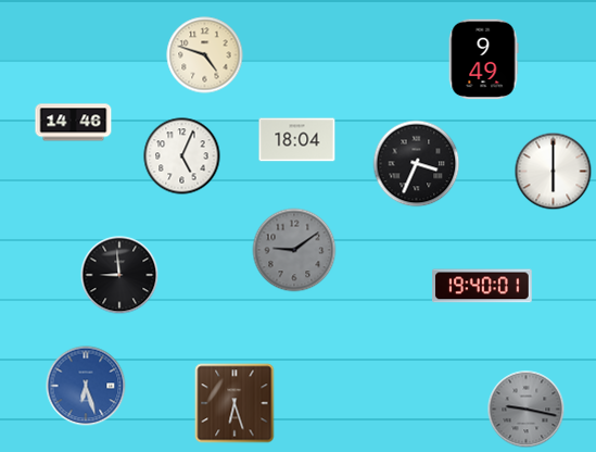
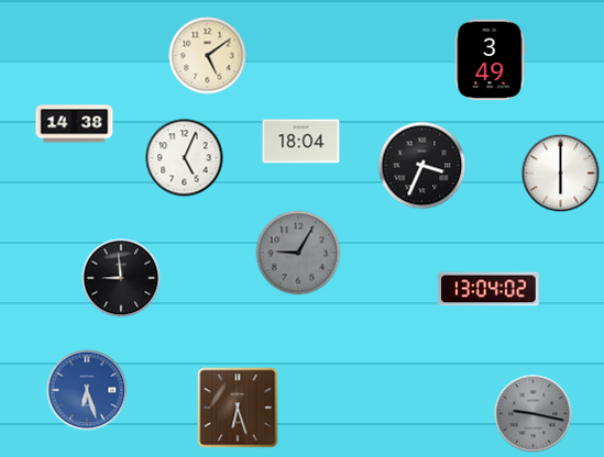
clock at (205, 55): 4:48 -> 5:09
clock at (483, 60): 9:49 -> 3:49
clock at (74, 123): 14:46 -> 14:38
clock at (294, 250): 9:09 -> 9:05
clock at (483, 286): 19:40 -> 13:04
